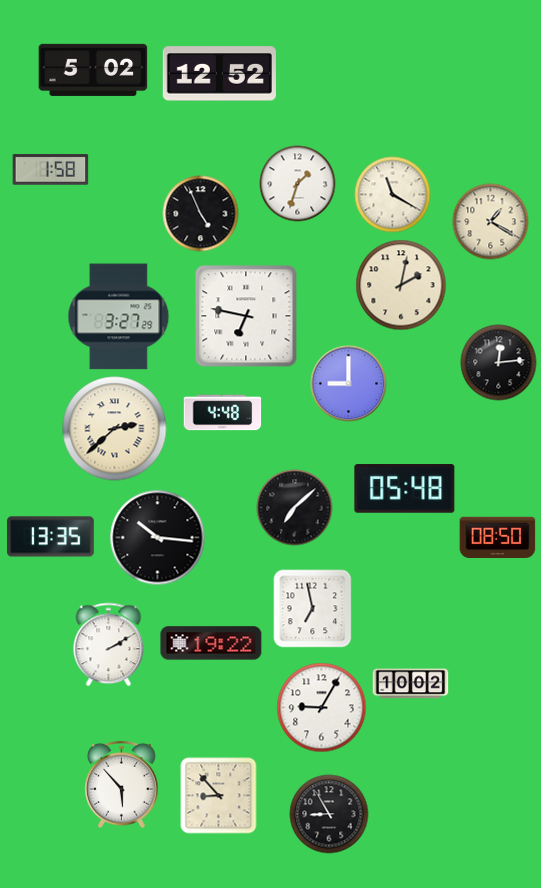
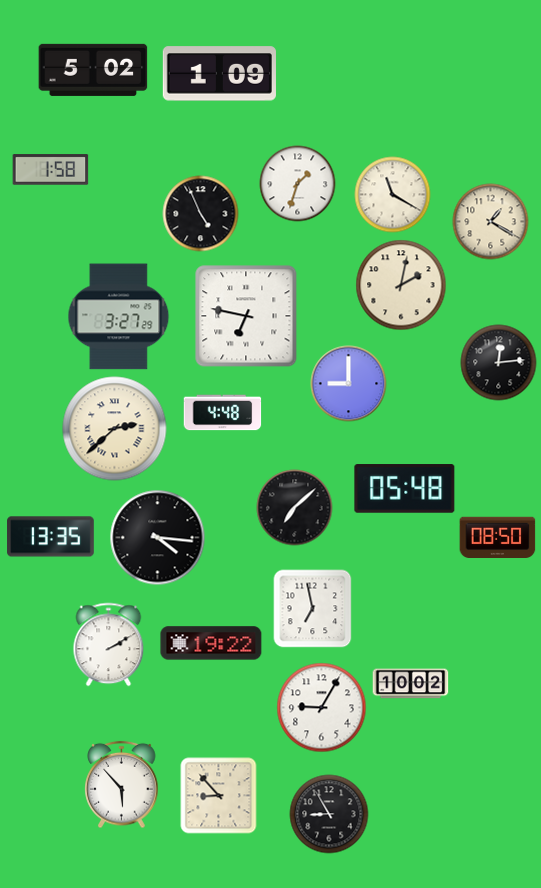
clock at (219, 74): 12:52 -> 1:09
clock at (158, 538): 10:16 -> 4:16
